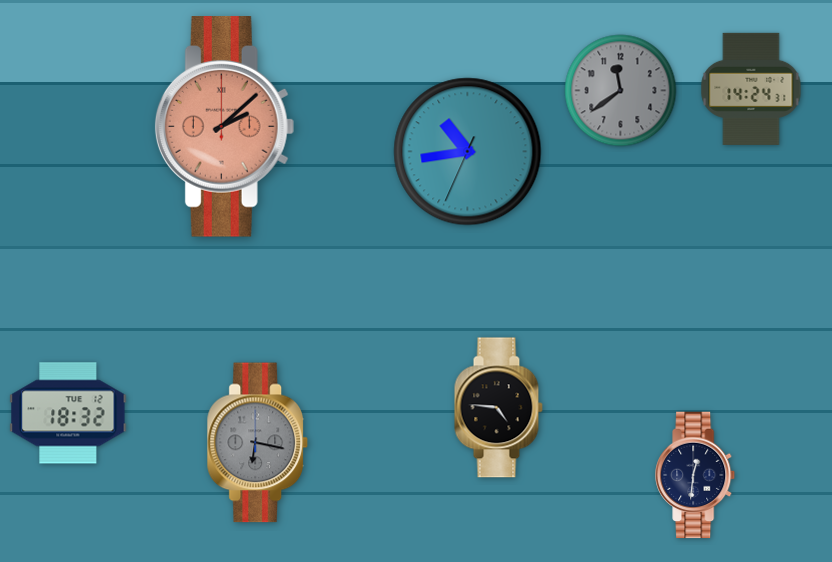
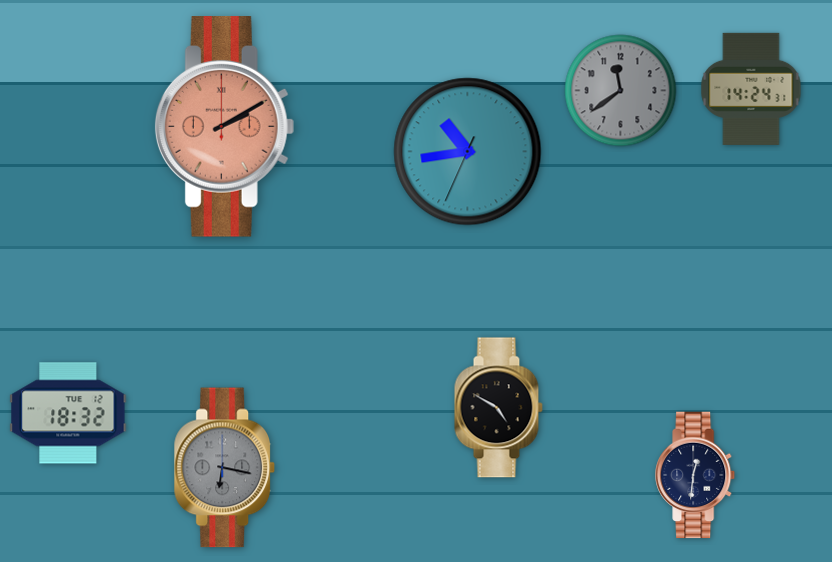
clock at (225, 127): 2:08 -> 2:10
clock at (498, 408): 4:46 -> 4:50
clock at (257, 443) position: (257, 443) -> (224, 468)
